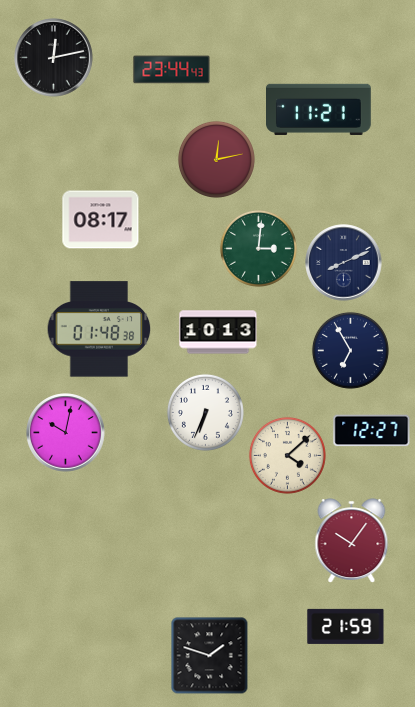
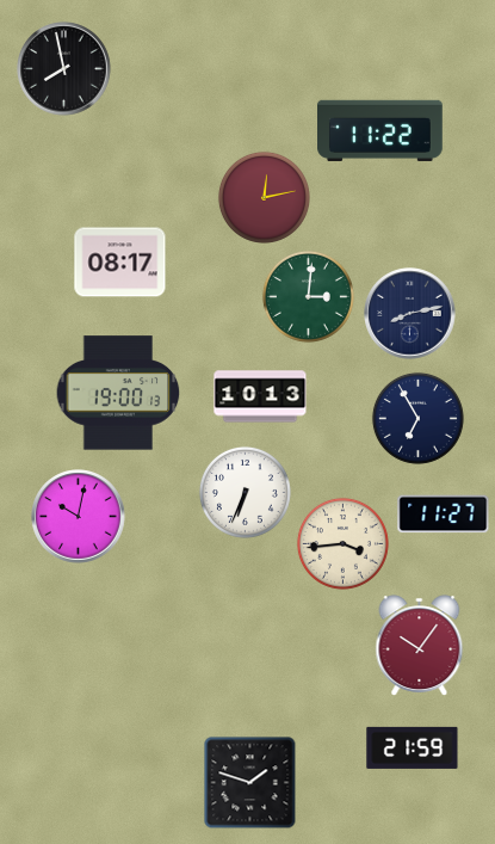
clock at (54, 58): 12:13 -> 7:58
clock at (172, 70): 23:44 -> none
clock at (319, 109): 11:21 -> 11:22
clock at (216, 159) position: (216, 159) -> (264, 197)
clock at (344, 263): 8:11 -> 8:13
clock at (99, 329): 01:48 -> 19:00
clock at (372, 431): 12:27 -> 11:27
clock at (287, 455): 4:08 -> 3:44
